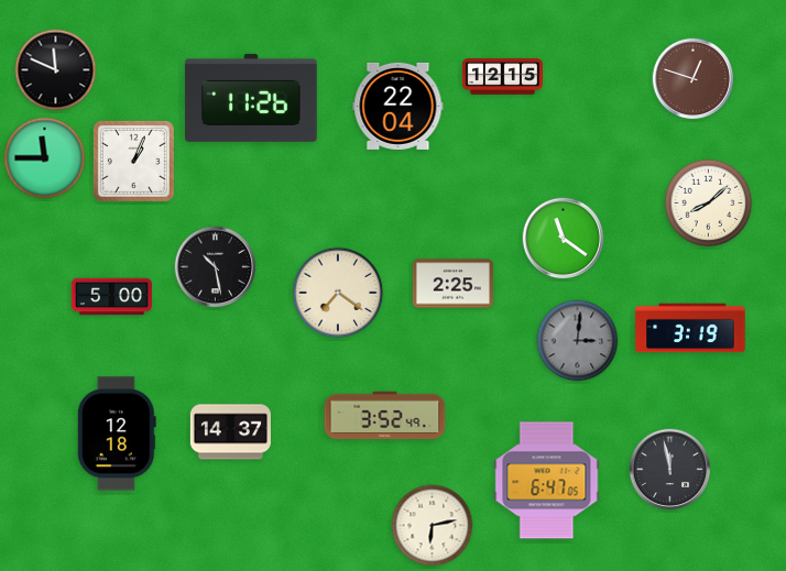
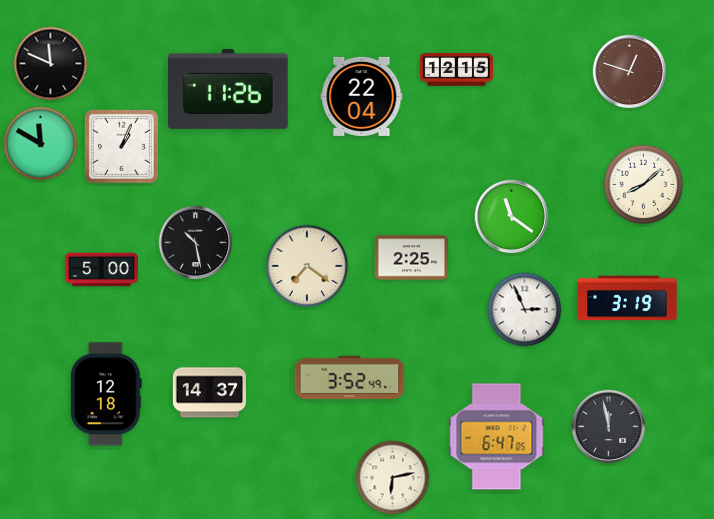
clock at (45, 158): 11:45 -> 11:50
clock at (578, 341): 3:01 -> 2:56
clock at (578, 341) dial: grey -> white
